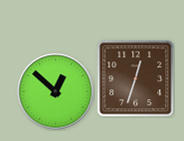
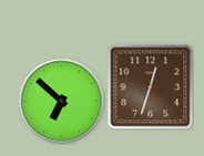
clock at (56, 92): 12:52 -> 6:52
